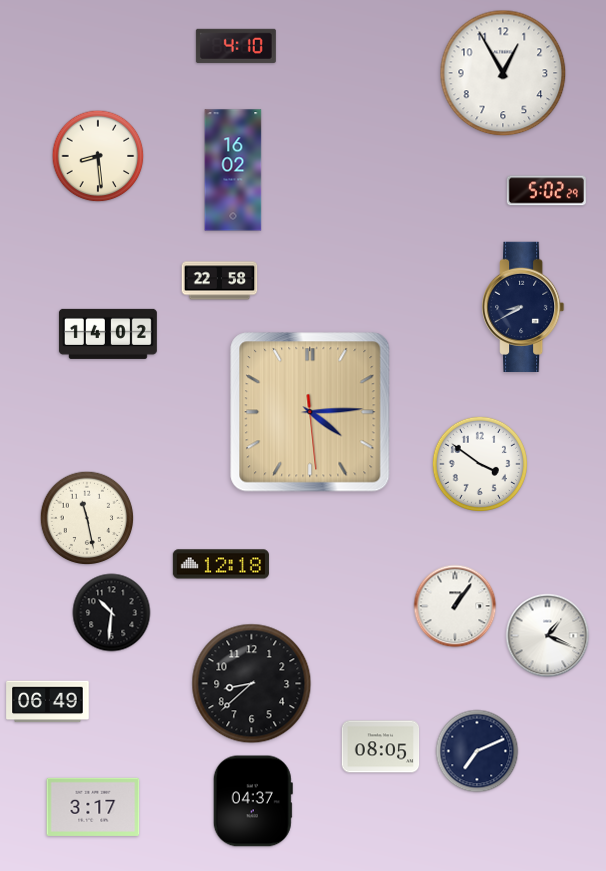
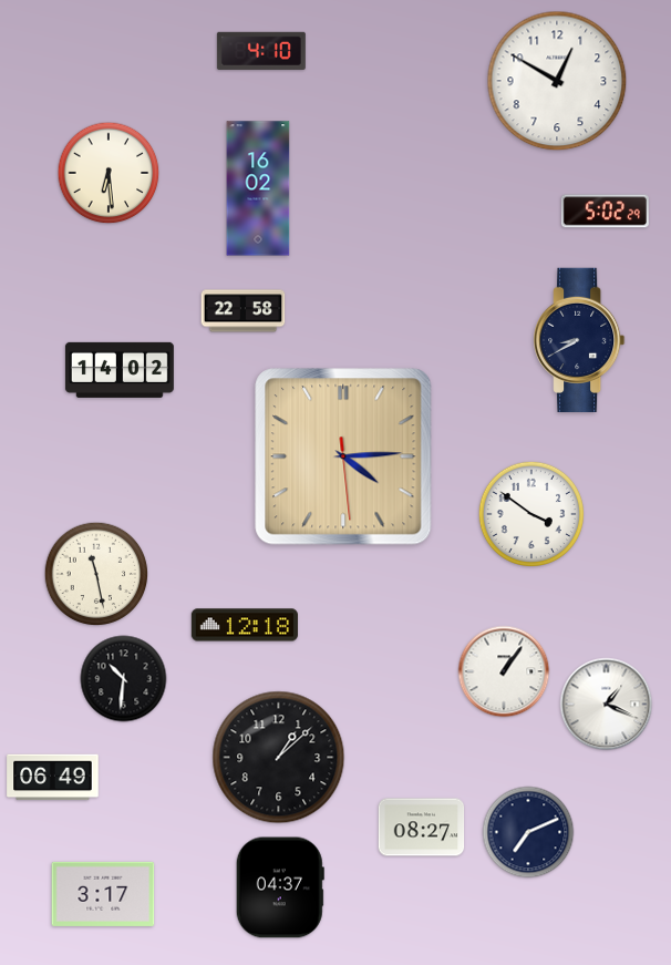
clock at (503, 73): 12:55 -> 12:50
clock at (98, 156): 8:29 -> 6:29
clock at (252, 684): 8:38 -> 1:08
clock at (381, 747): 08:05 -> 08:27
